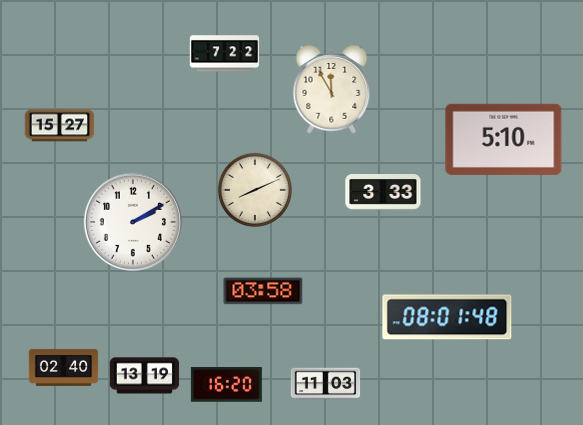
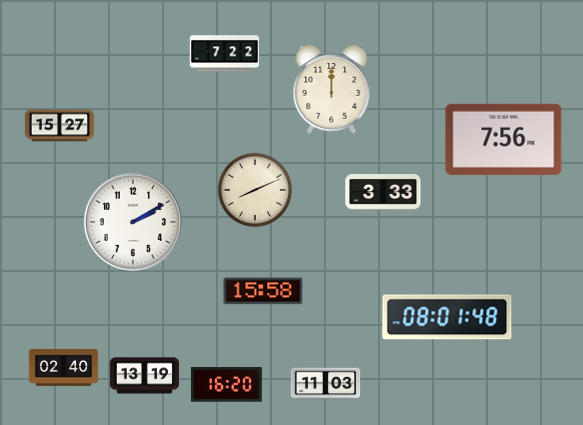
clock at (332, 90): 11:55 -> 12:00
clock at (504, 139): 5:10 -> 7:56
clock at (263, 291): 03:58 -> 15:58
